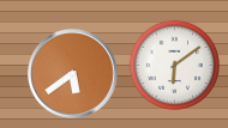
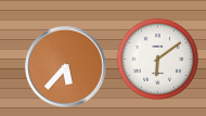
clock at (73, 74): 5:39 -> 5:37
